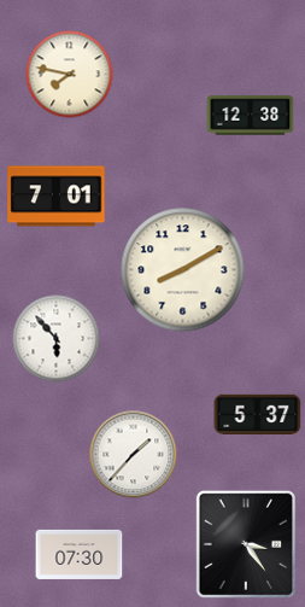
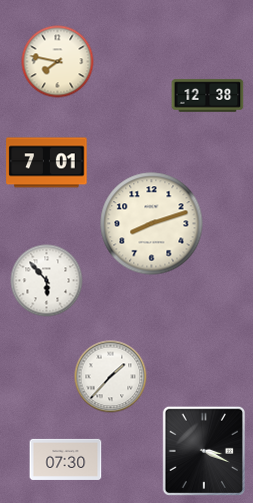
clock at (183, 270): 8:10 -> 8:12
clock at (258, 414): 5:37 -> none
clock at (245, 544): 3:24 -> 3:19
